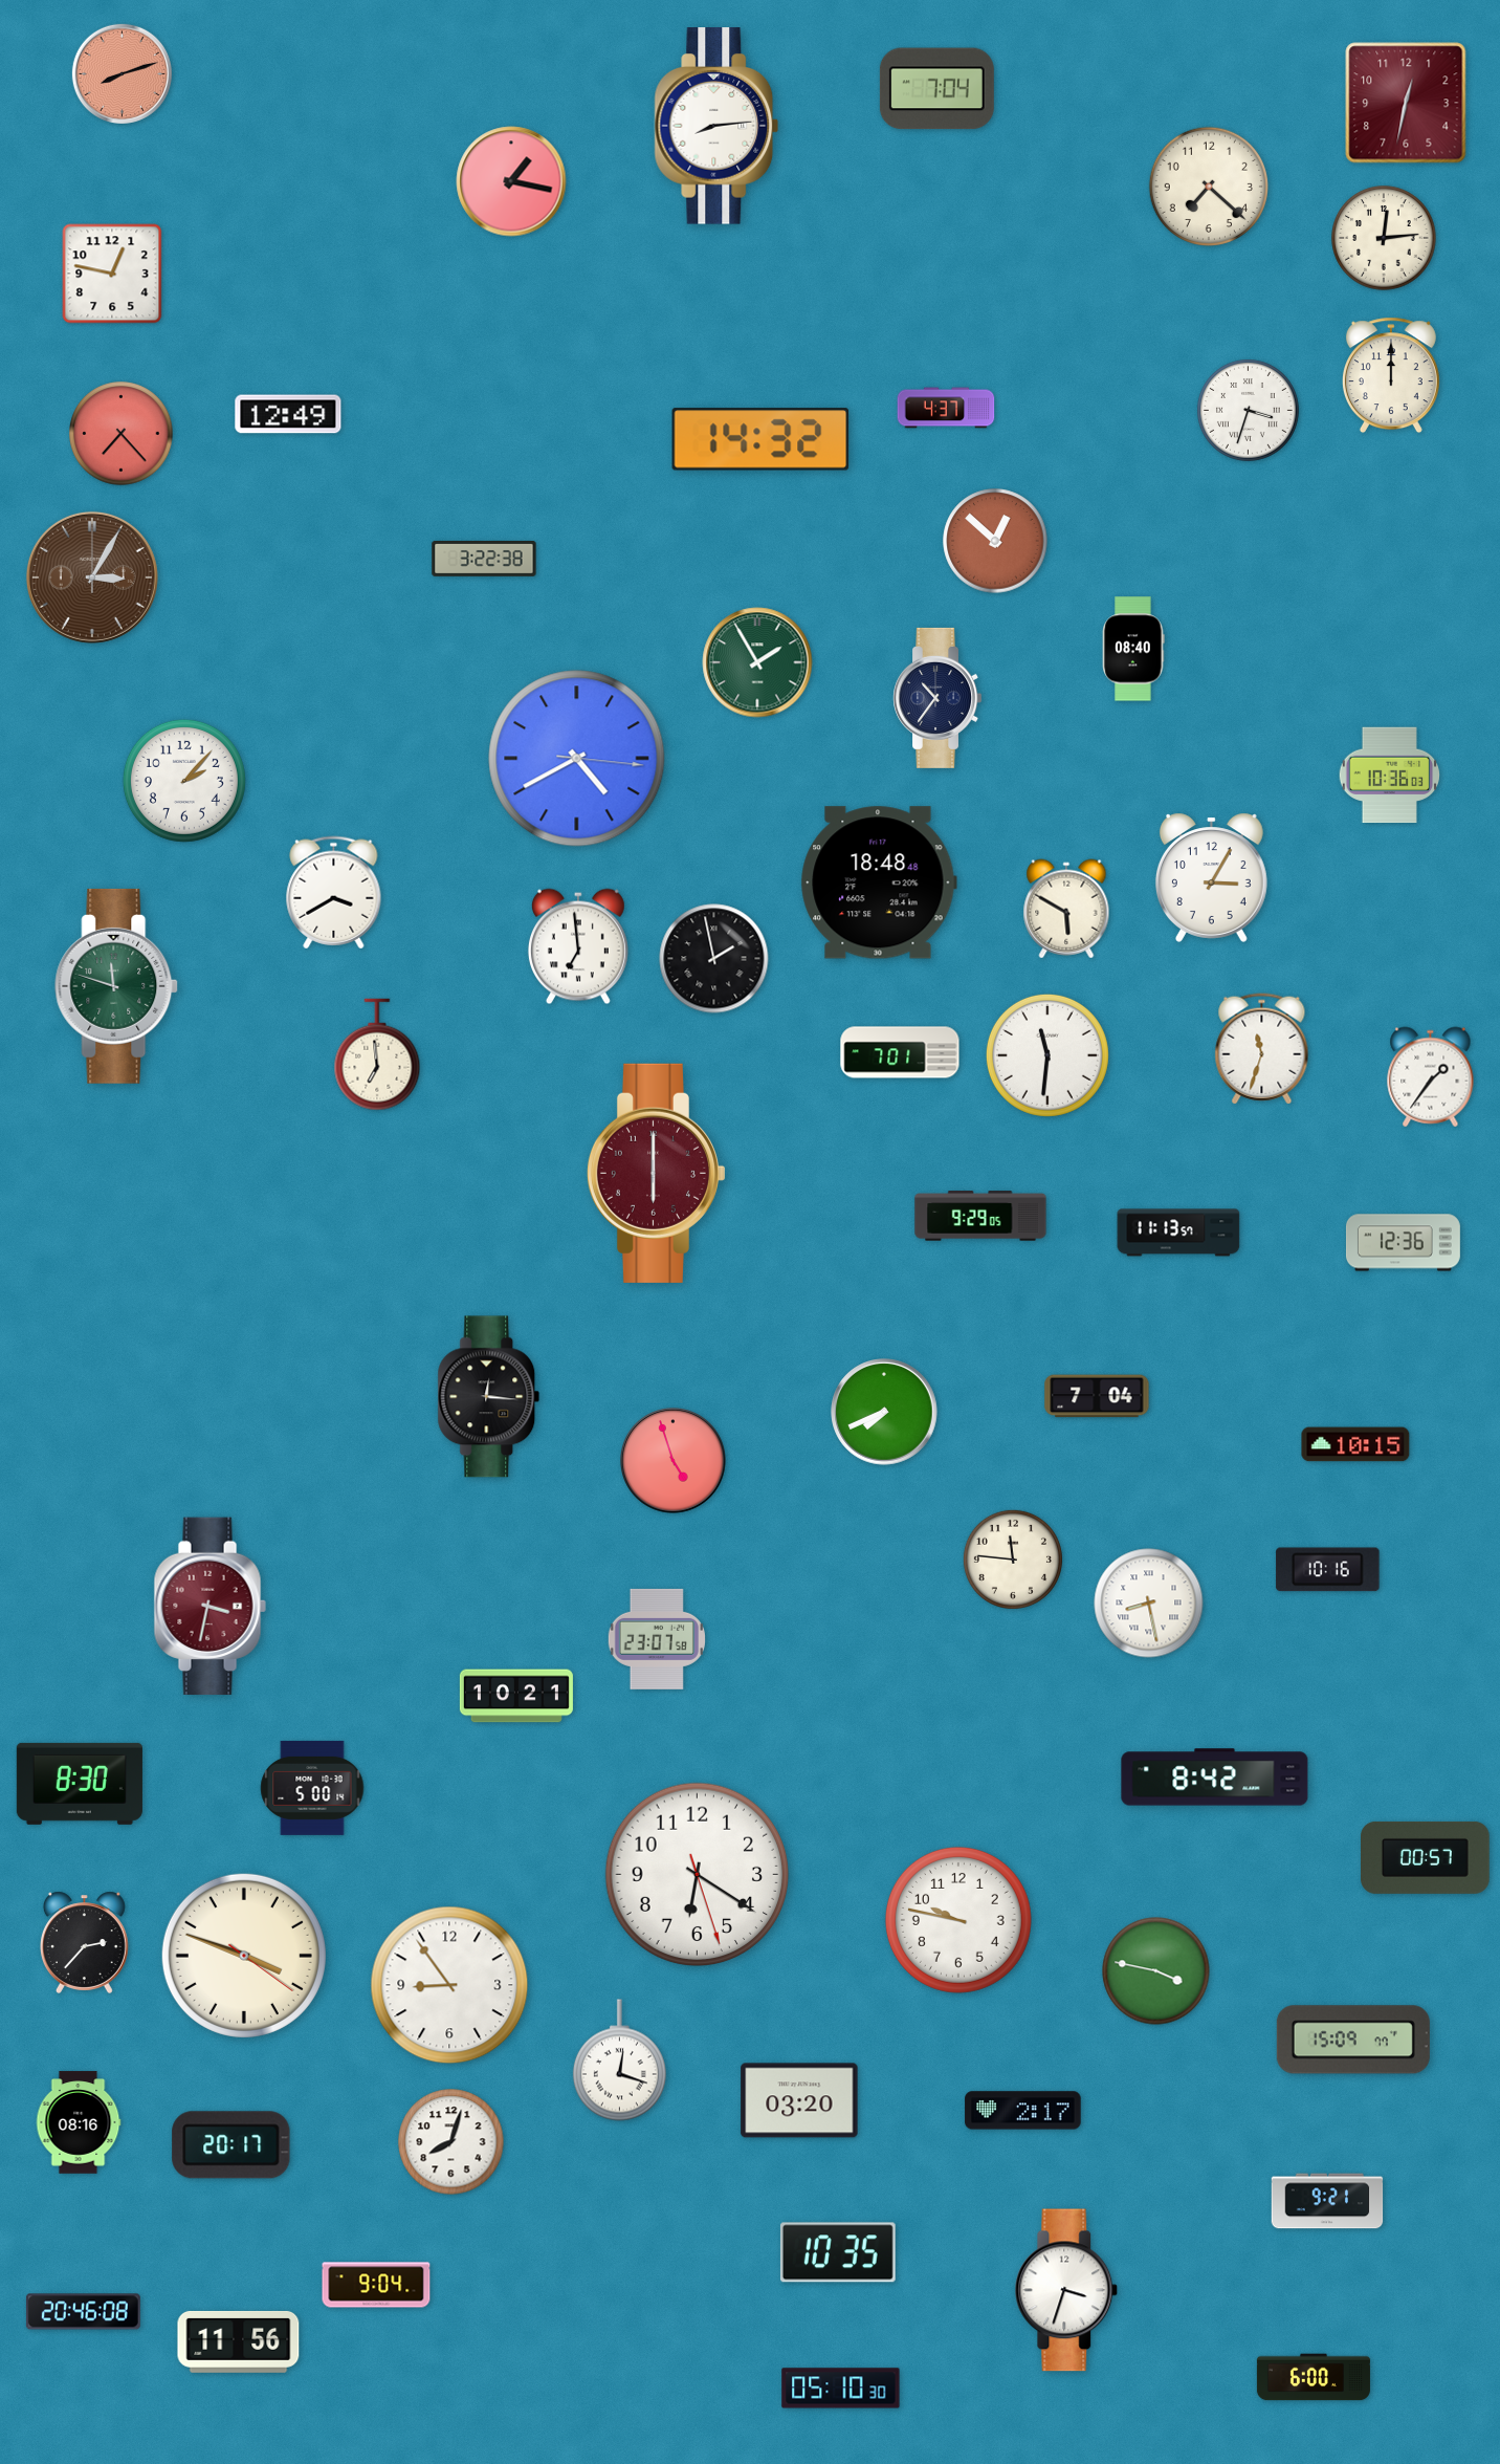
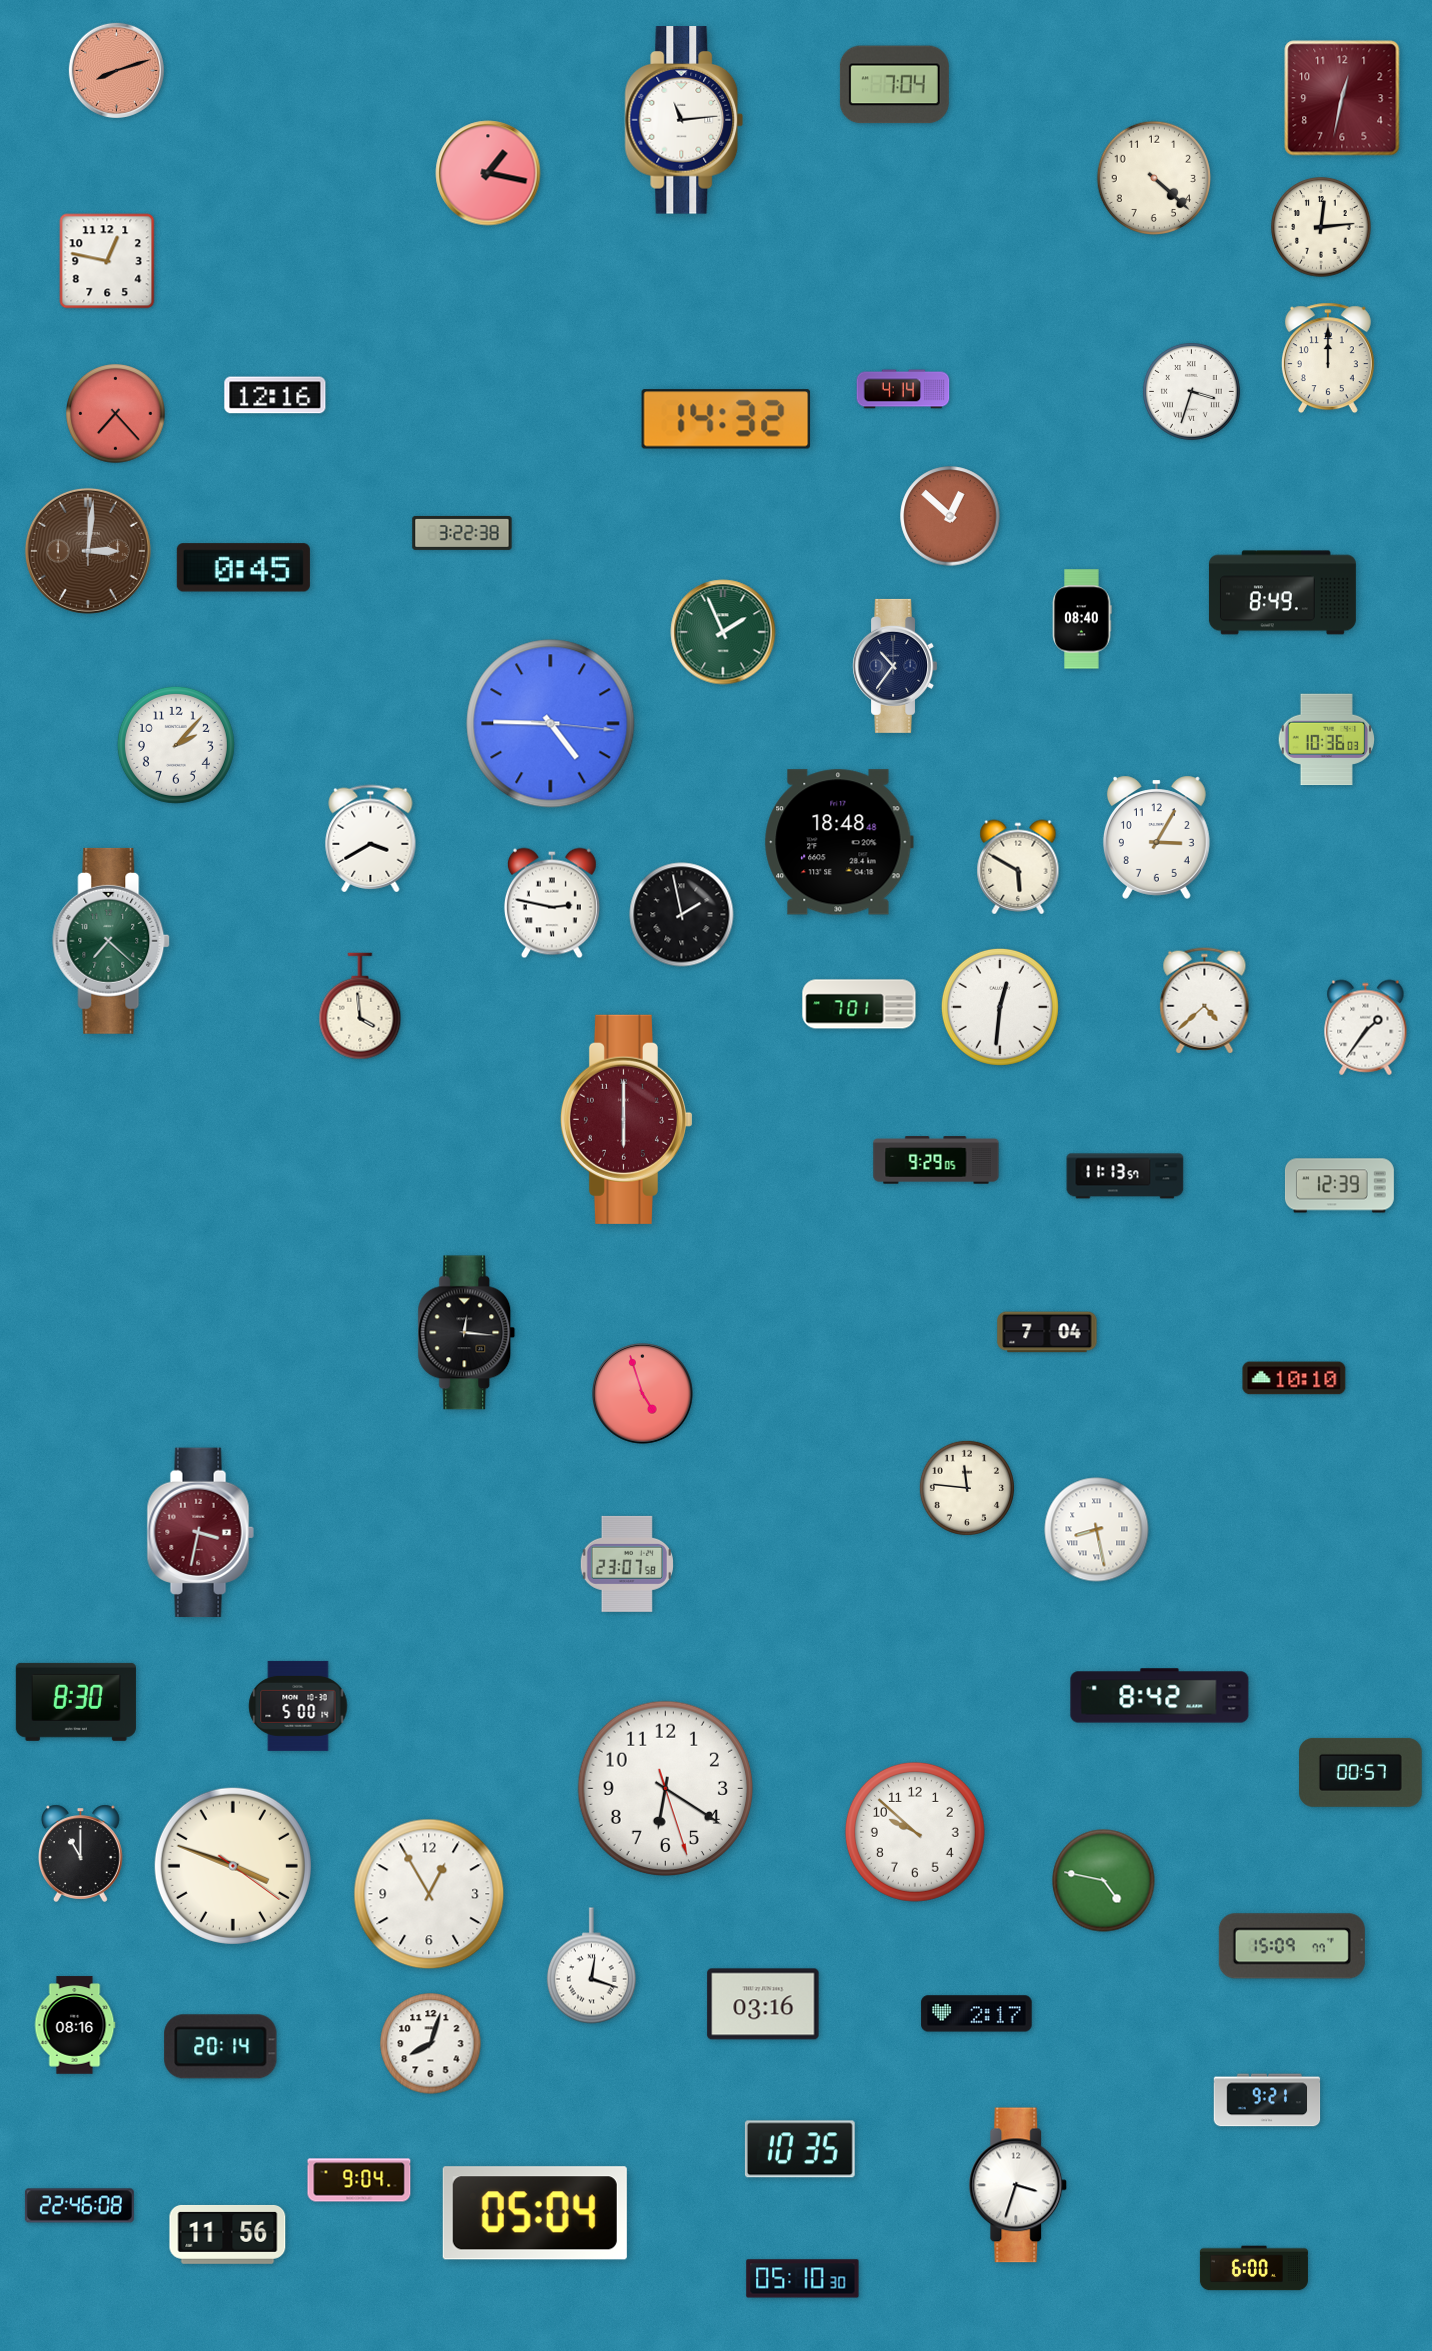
clock at (716, 126): 8:14 -> 11:14
clock at (1208, 186): 7:22 -> 4:22
clock at (946, 408): 4:37 -> 4:14
clock at (288, 414): 12:49 -> 12:16
clock at (92, 577): 3:05 -> 3:01
clock at (243, 568): none -> 0:45
clock at (1282, 593): none -> 8:49
clock at (757, 662): 1:55 -> 1:56
clock at (577, 759): 4:40 -> 4:45
clock at (334, 893) position: (334, 893) -> (371, 839)
clock at (578, 946): 6:59 -> 2:47
clock at (117, 986): 11:48 -> 7:22
clock at (1262, 1049): 11:33 -> 4:38
clock at (377, 1054): 6:59 -> 3:59
clock at (1047, 1055): 11:31 -> 12:31
clock at (1403, 1243): 12:36 -> 12:39
clock at (884, 1412): 7:41 -> none
clock at (1355, 1444): 10:15 -> 10:10
clock at (1328, 1570): 10:16 -> none
clock at (516, 1696): 10:21 -> none
clock at (958, 1920): 9:47 -> 9:52
clock at (84, 1942): 2:37 -> 11:00
clock at (1156, 1971): 3:47 -> 4:47
clock at (449, 1985): 8:54 -> 12:55
clock at (799, 2100): 03:20 -> 03:16
clock at (231, 2145): 20:17 -> 20:14
clock at (83, 2312): 20:46 -> 22:46
clock at (535, 2213): none -> 05:04
